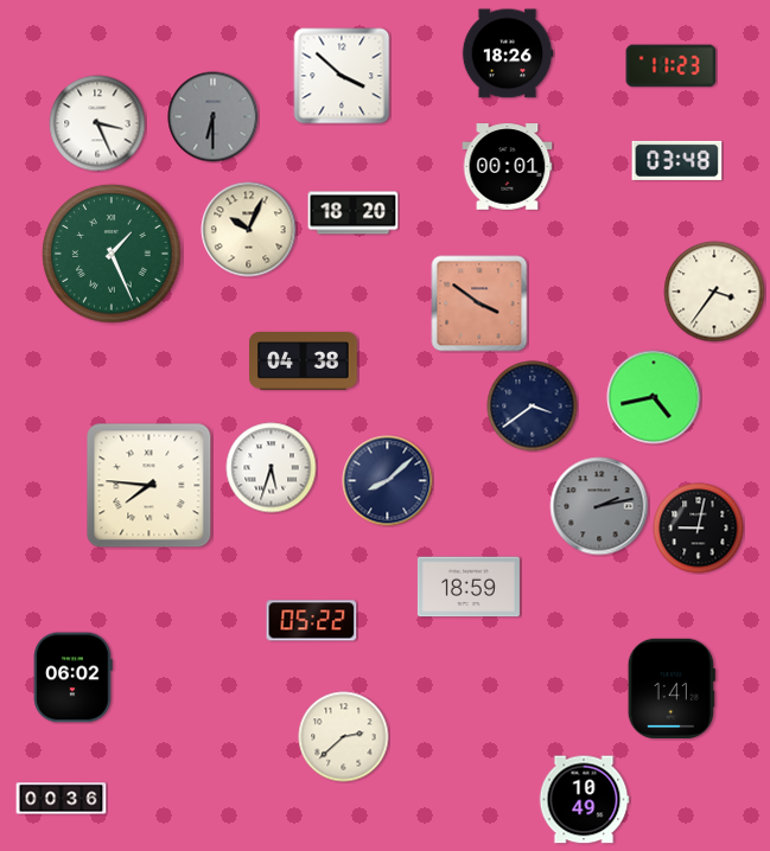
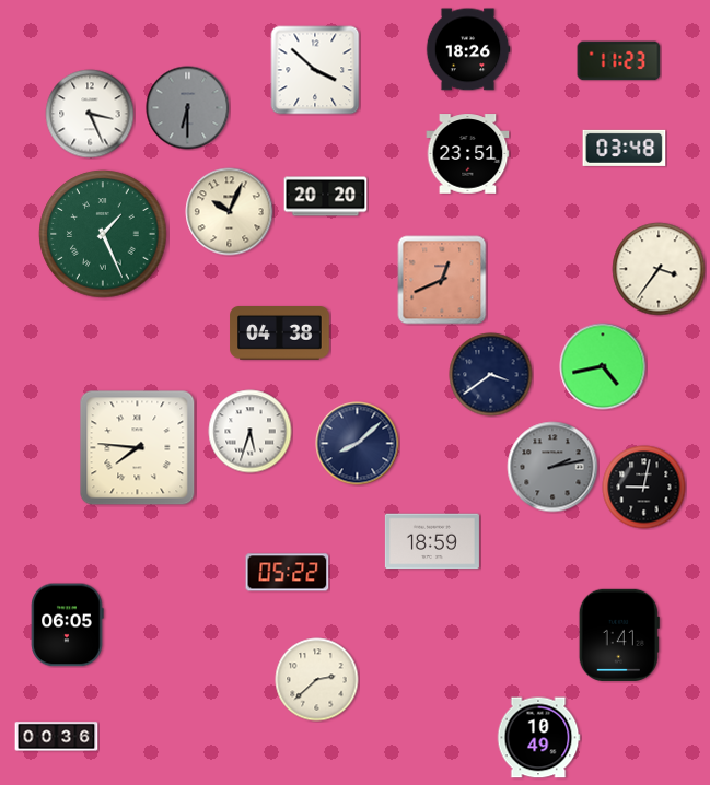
clock at (214, 117) position: (214, 117) -> (188, 108)
clock at (508, 167): 00:01 -> 23:51
clock at (354, 213): 18:20 -> 20:20
clock at (479, 303): 3:51 -> 12:41
clock at (72, 678): 06:02 -> 06:05
